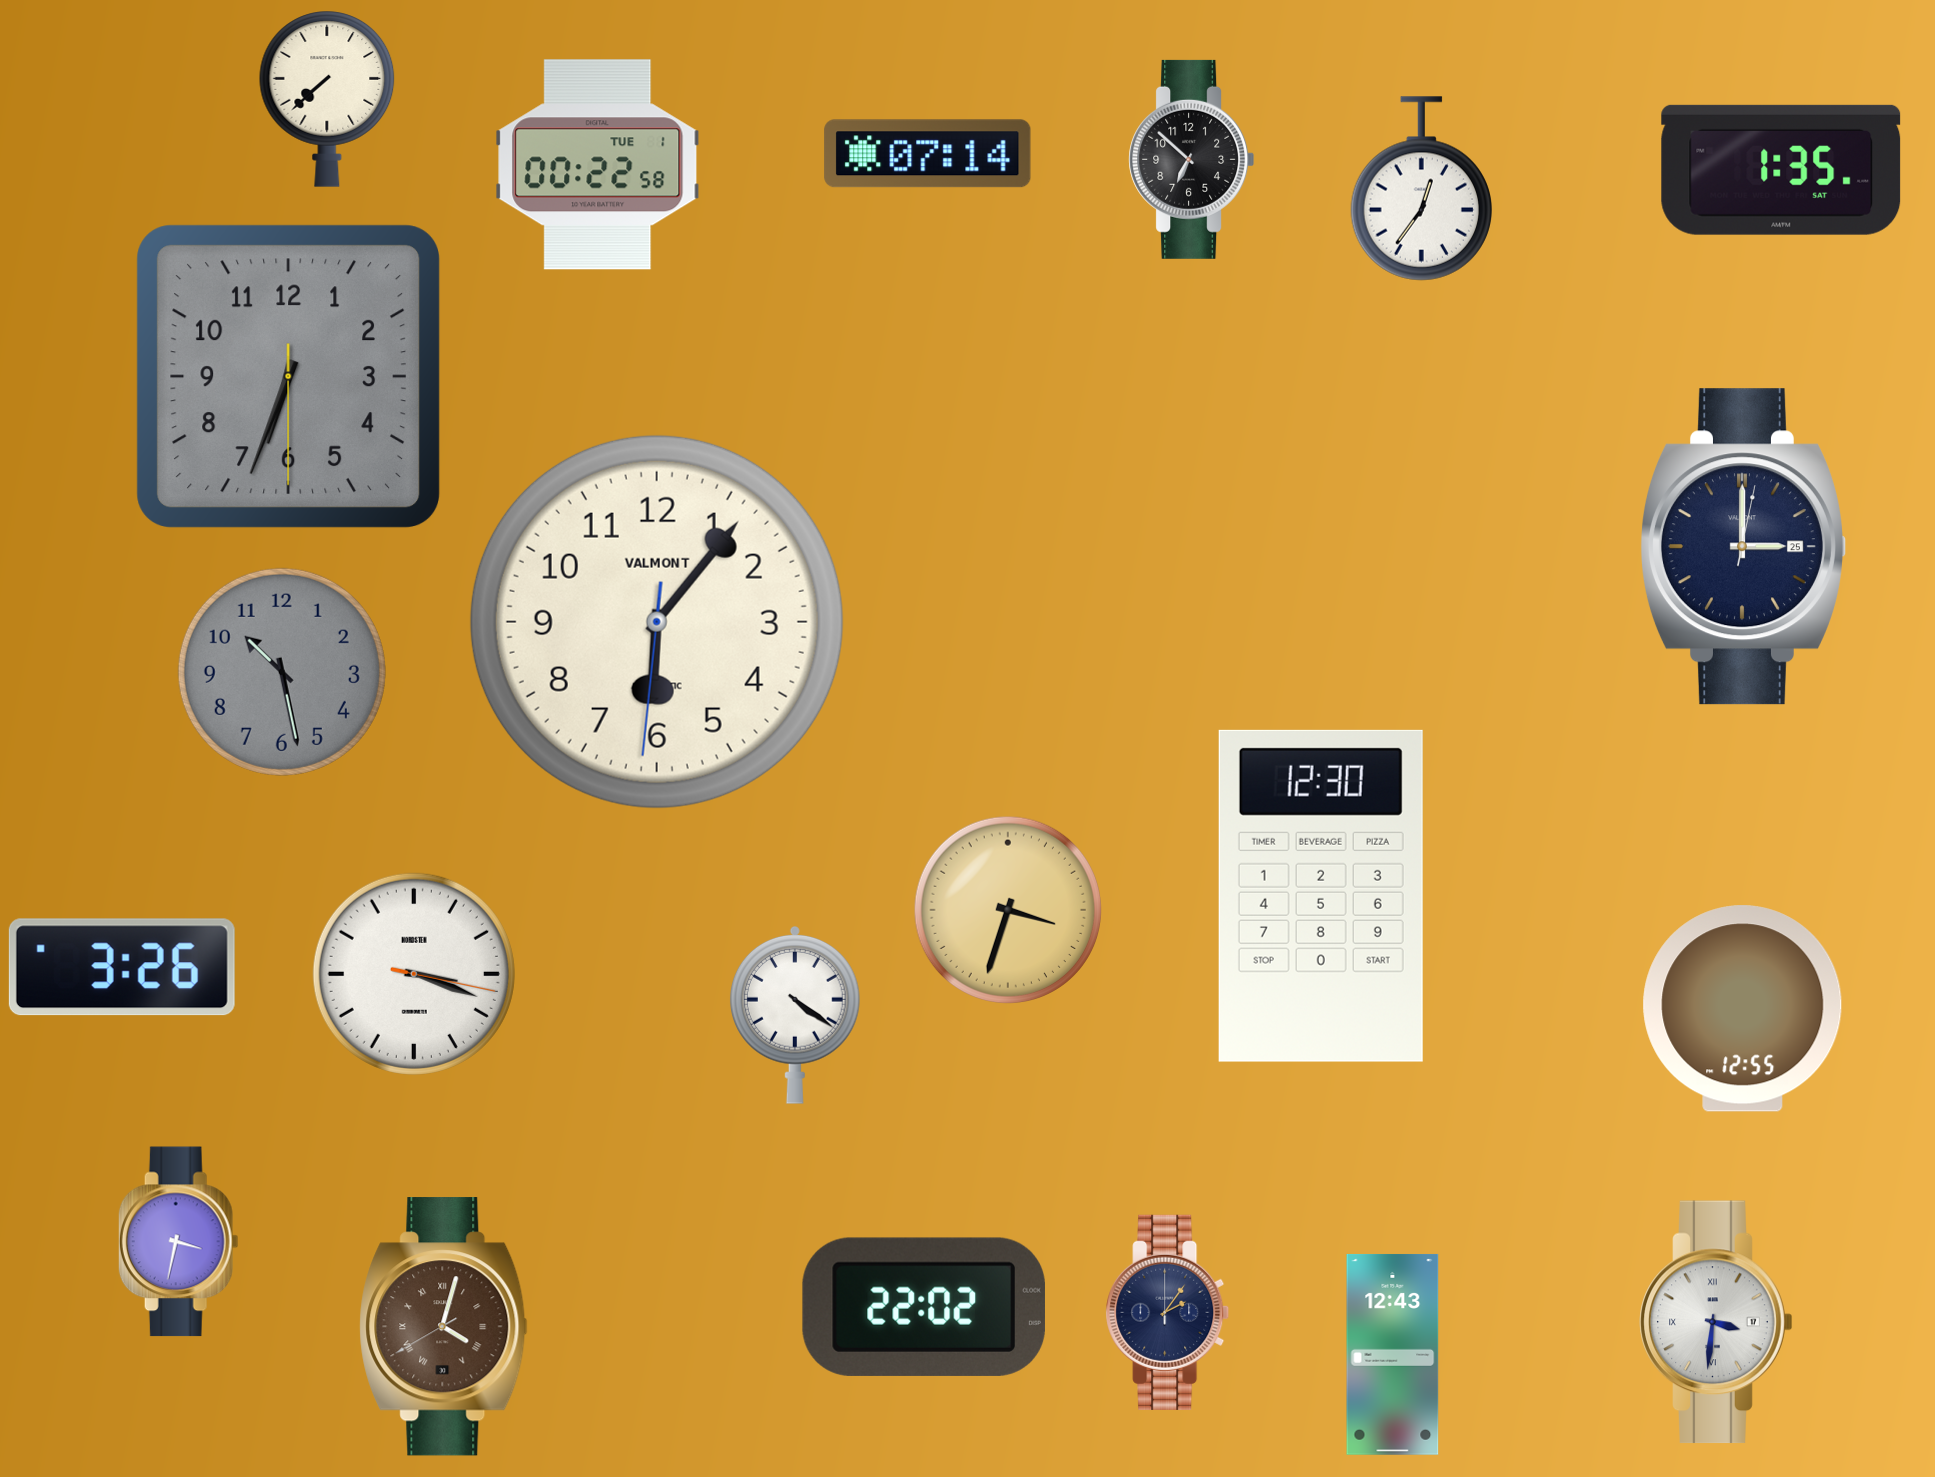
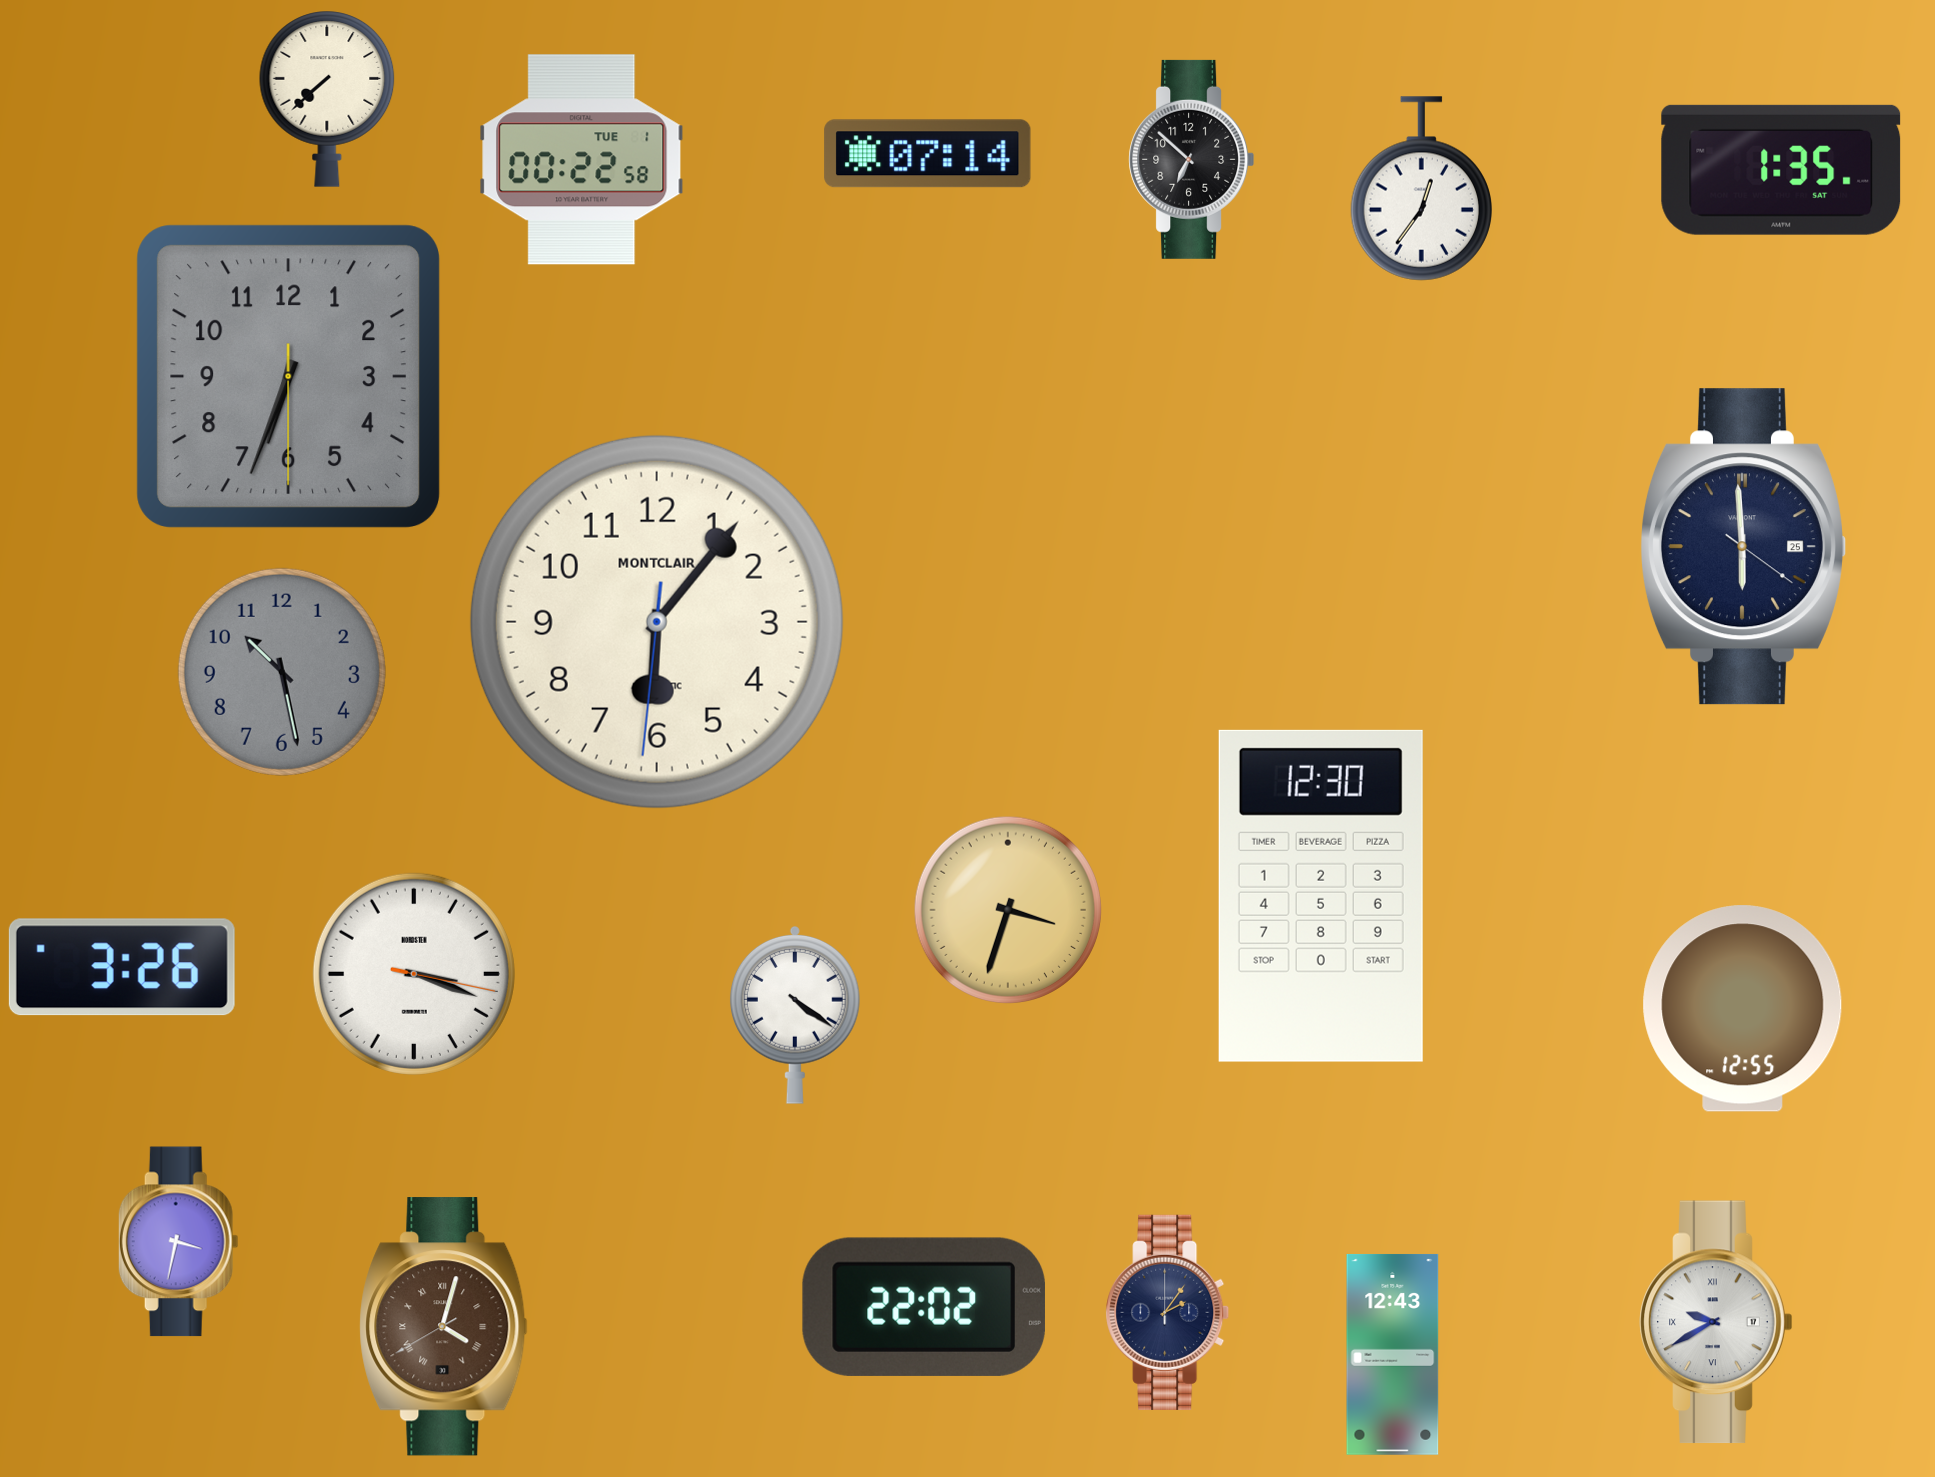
clock at (598, 165) position: (598, 165) -> (582, 160)
clock at (1743, 547): 3:00 -> 5:59
clock at (657, 622) brand: VALMONT -> MONTCLAIR
clock at (1716, 1322): 3:31 -> 9:40
